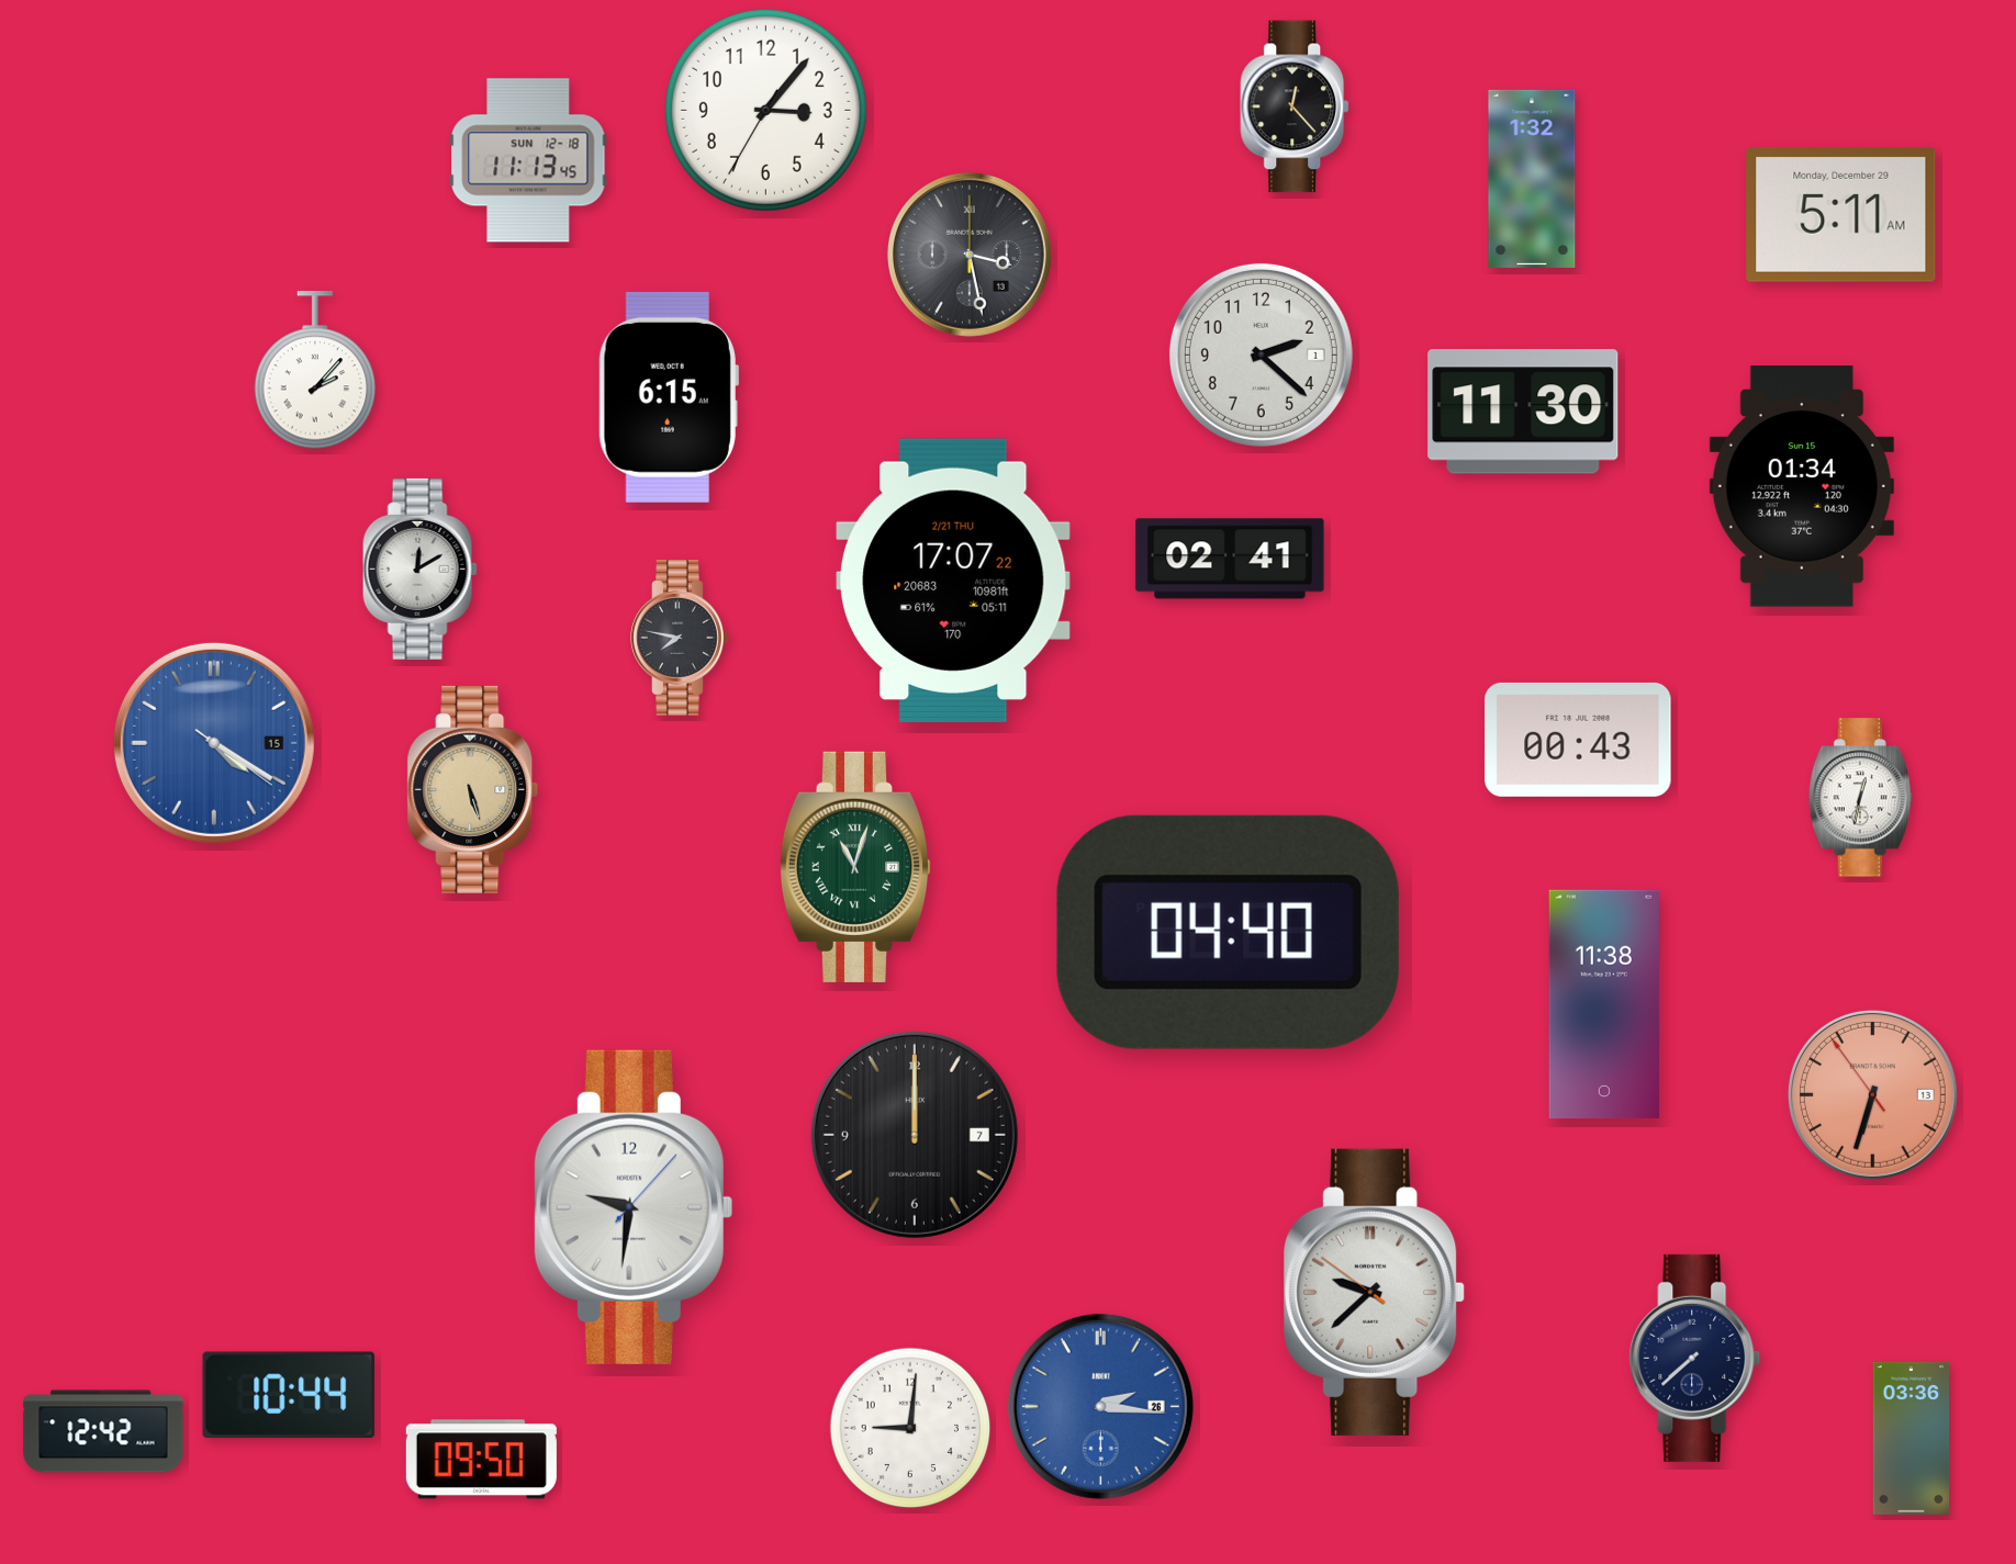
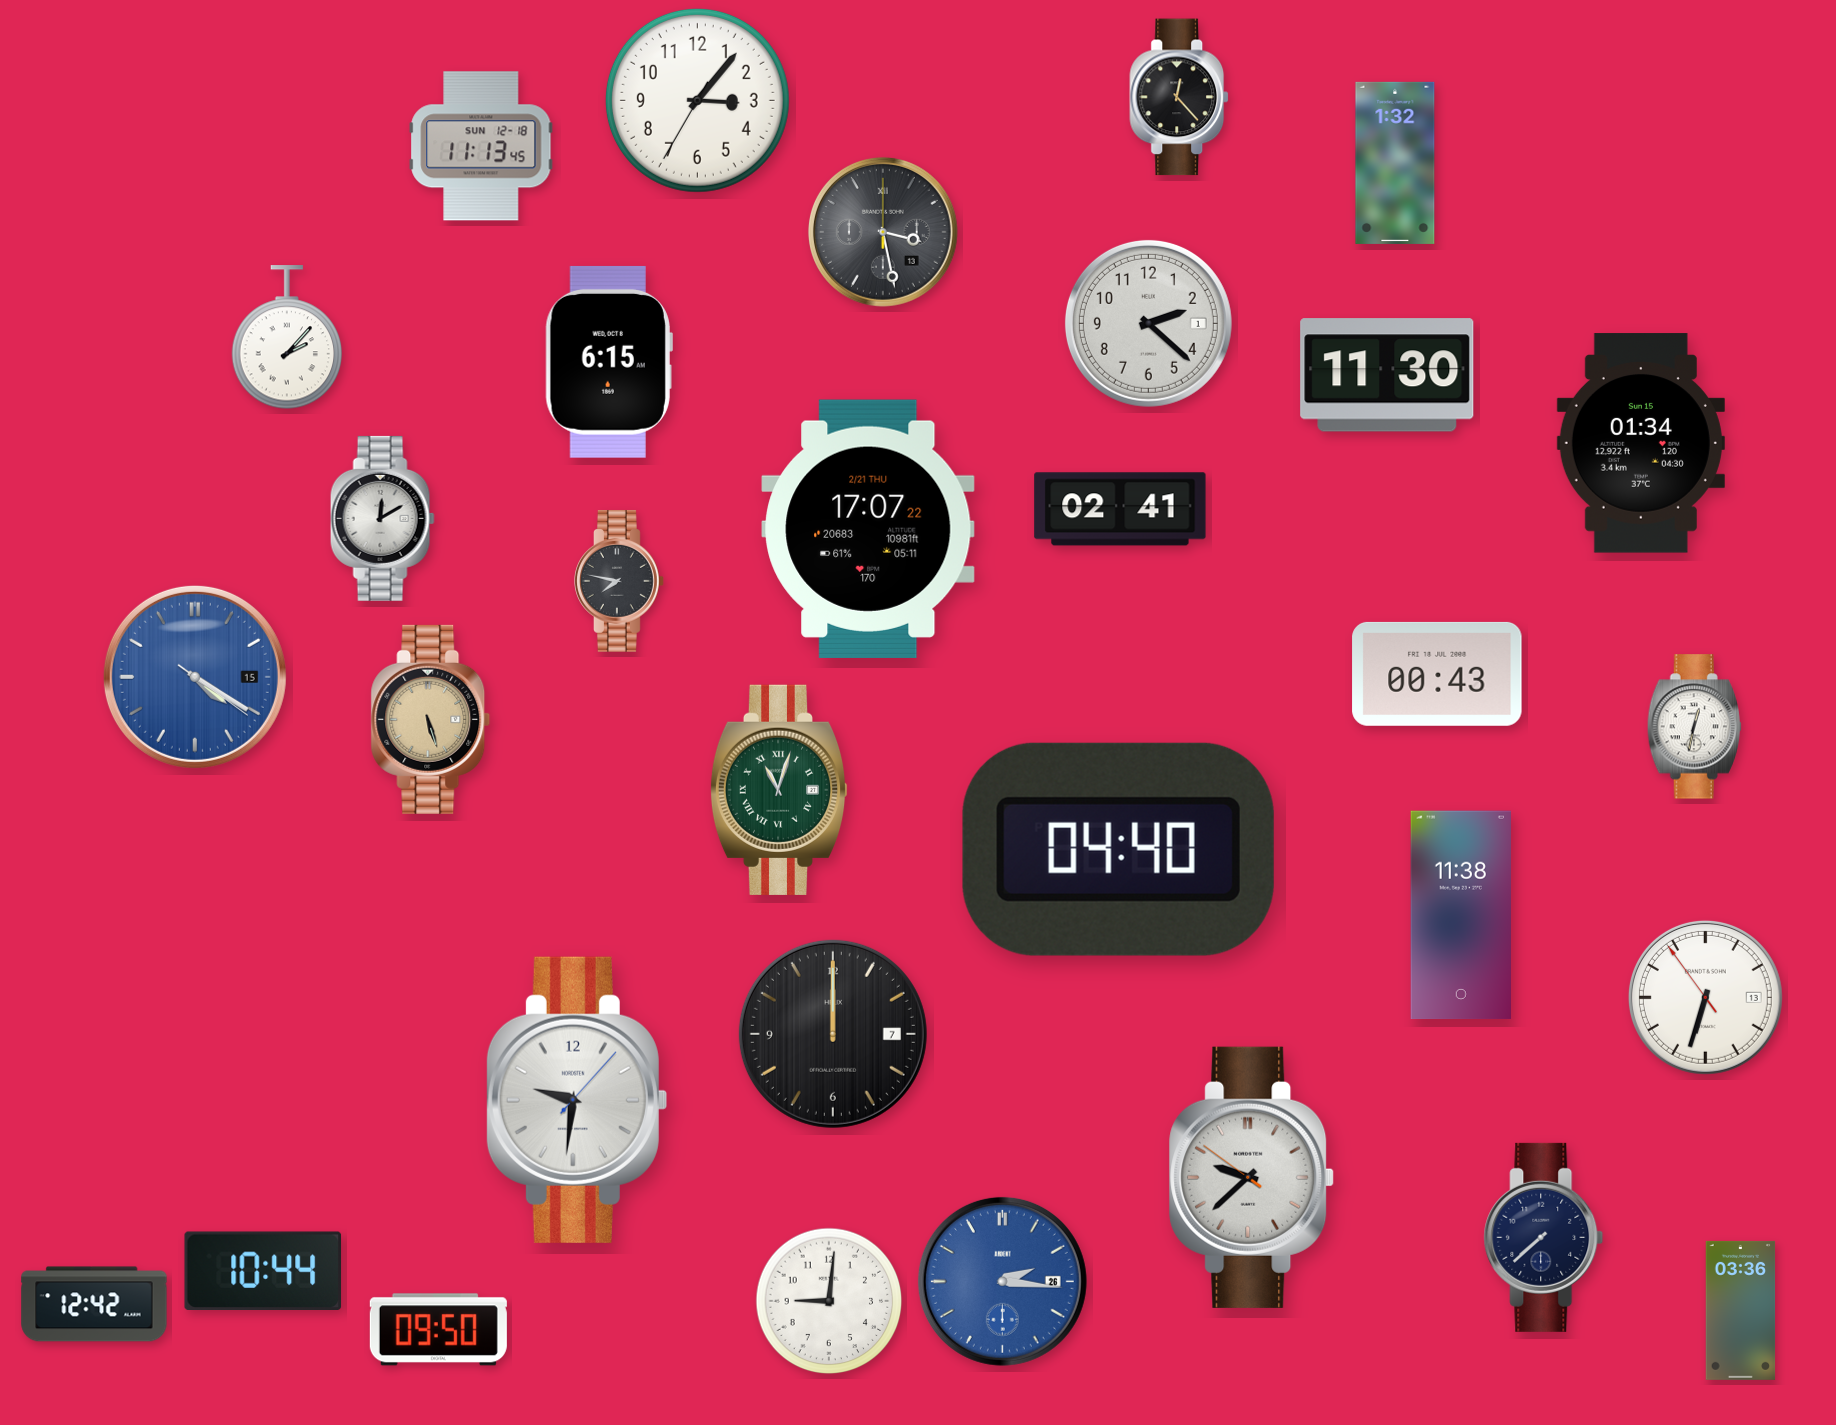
clock at (1841, 214): 5:11 -> none
clock at (1872, 1094) dial: salmon -> white
